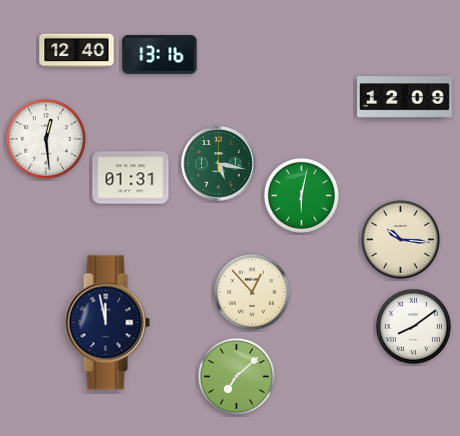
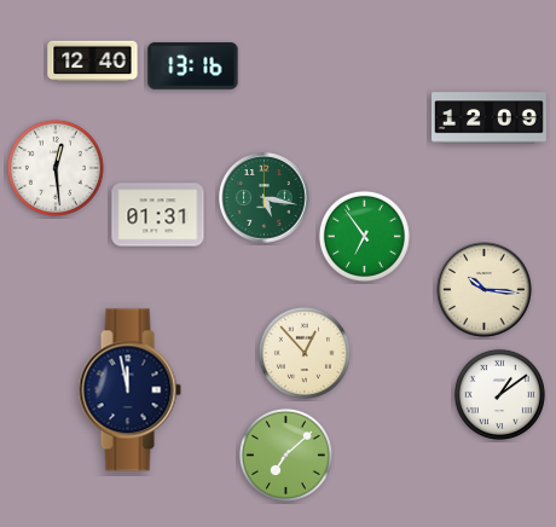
clock at (301, 195): 6:02 -> 6:54
clock at (413, 326): 8:09 -> 1:09
